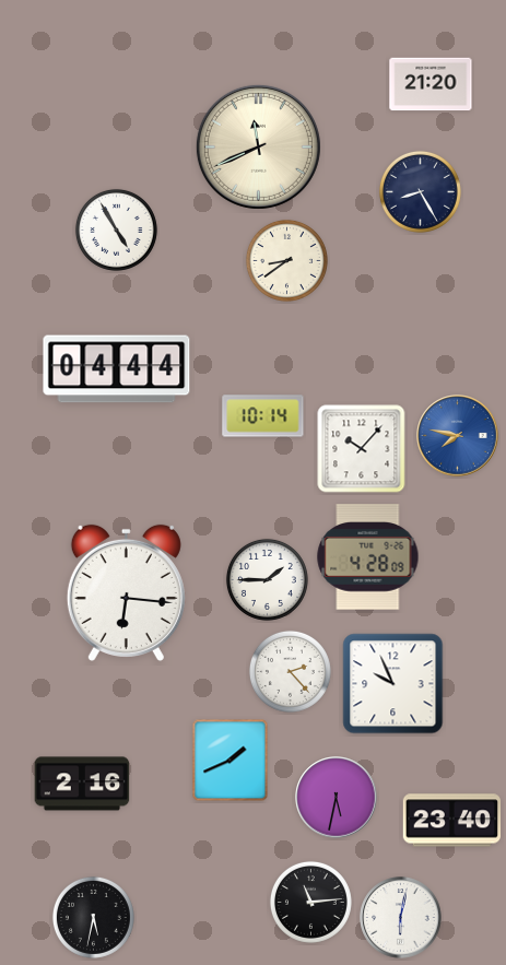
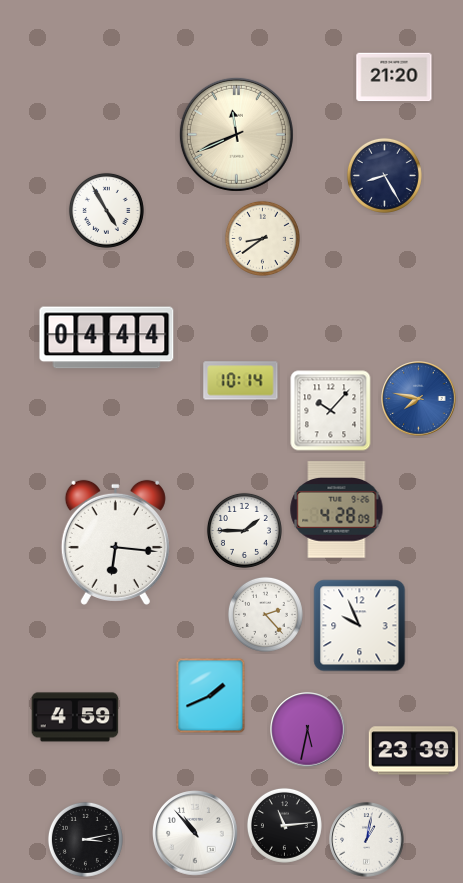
clock at (82, 784): 2:16 -> 4:59
clock at (451, 821): 23:40 -> 23:39
clock at (195, 833): none -> 10:53
clock at (93, 917): 5:32 -> 3:13
clock at (401, 918): 6:02 -> 1:02
